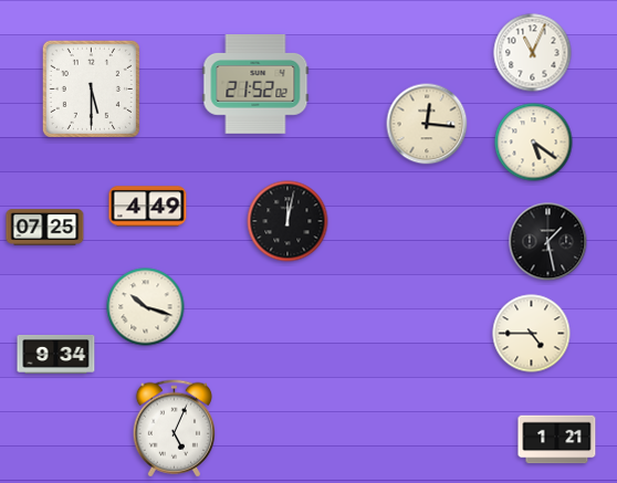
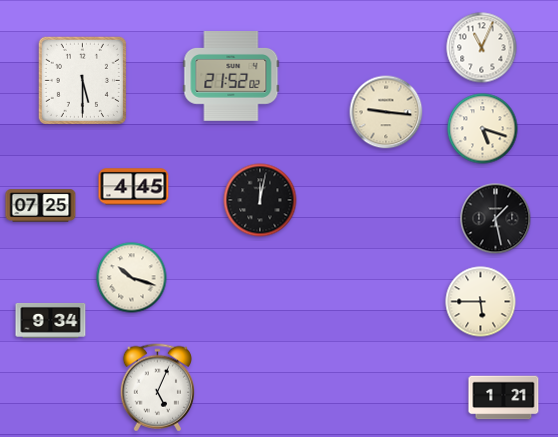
clock at (427, 124): 12:16 -> 9:16
clock at (534, 143): 5:21 -> 5:18
clock at (148, 207): 4:49 -> 4:45
clock at (532, 334): 4:45 -> 5:45
